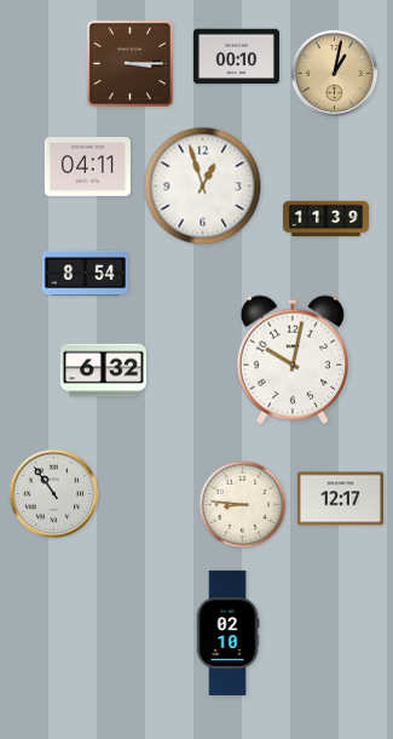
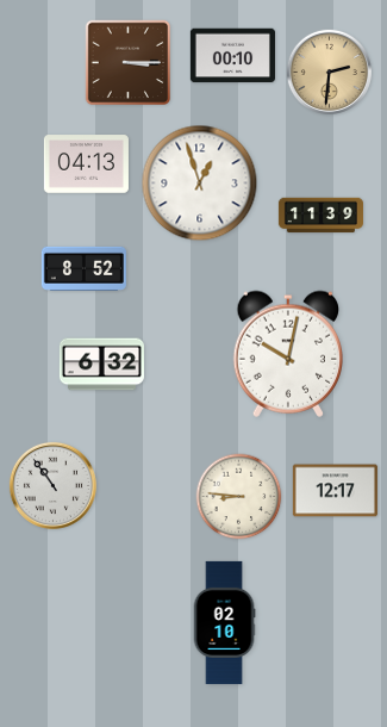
clock at (334, 73): 1:02 -> 2:31
clock at (87, 167): 04:11 -> 04:13
clock at (85, 273): 8:54 -> 8:52
